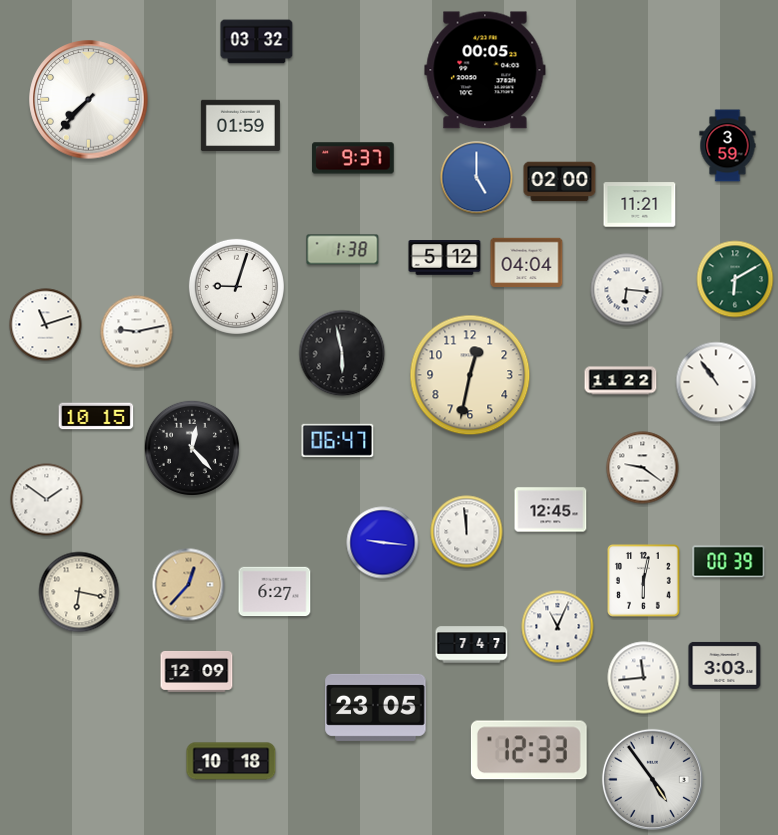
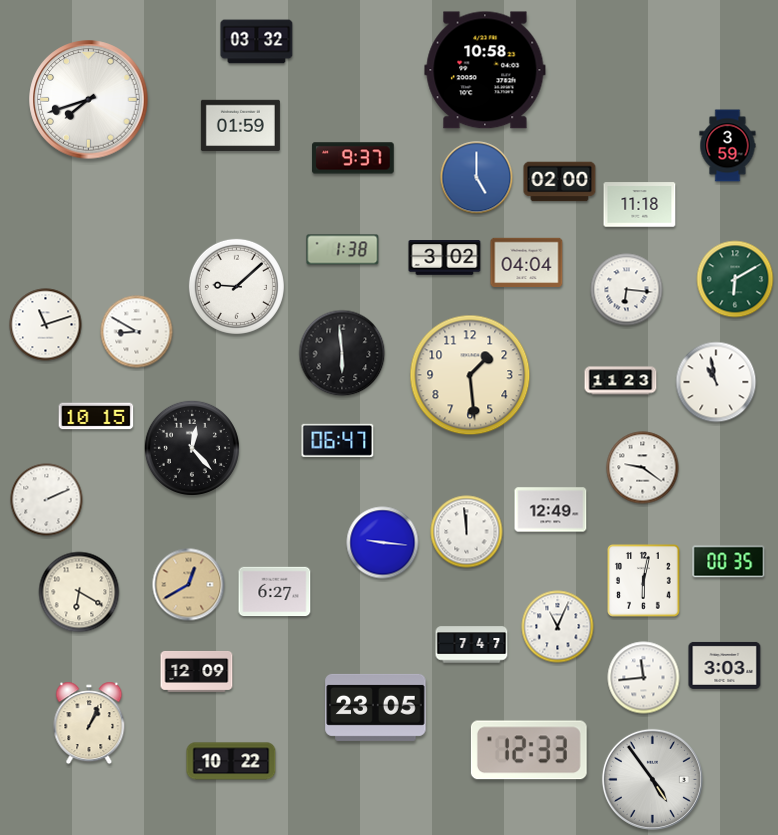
clock at (485, 70): 00:05 -> 10:58
clock at (89, 100): 7:37 -> 7:42
clock at (640, 205): 11:21 -> 11:18
clock at (445, 258): 5:12 -> 3:02
clock at (236, 286): 9:03 -> 9:08
clock at (137, 332): 9:13 -> 8:50
clock at (342, 353): 5:58 -> 5:59
clock at (470, 375): 12:32 -> 1:29
clock at (621, 381): 11:22 -> 11:23
clock at (716, 382): 10:54 -> 10:58
clock at (47, 500): 1:51 -> 2:11
clock at (551, 510): 12:45 -> 12:49
clock at (729, 562): 00:39 -> 00:35
clock at (189, 585): 12:37 -> 12:40
clock at (79, 592): 6:17 -> 6:20
clock at (89, 723): none -> 1:04
clock at (231, 761): 10:18 -> 10:22
